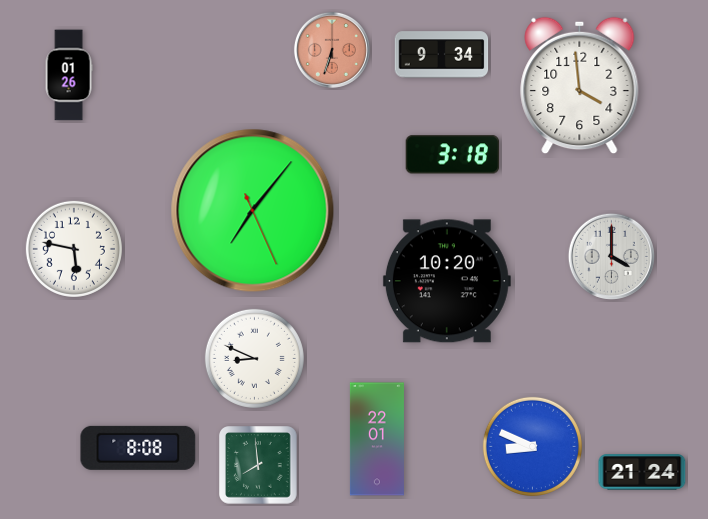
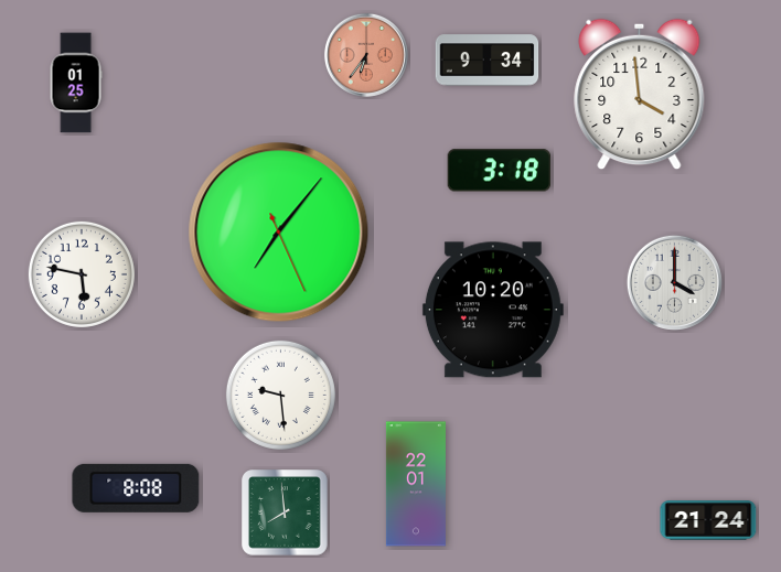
clock at (332, 50): 6:33 -> 6:36
clock at (69, 75): 01:26 -> 01:25
clock at (254, 358): 8:49 -> 9:29
clock at (532, 446): 8:49 -> none
clock at (138, 448) position: (138, 448) -> (136, 488)
